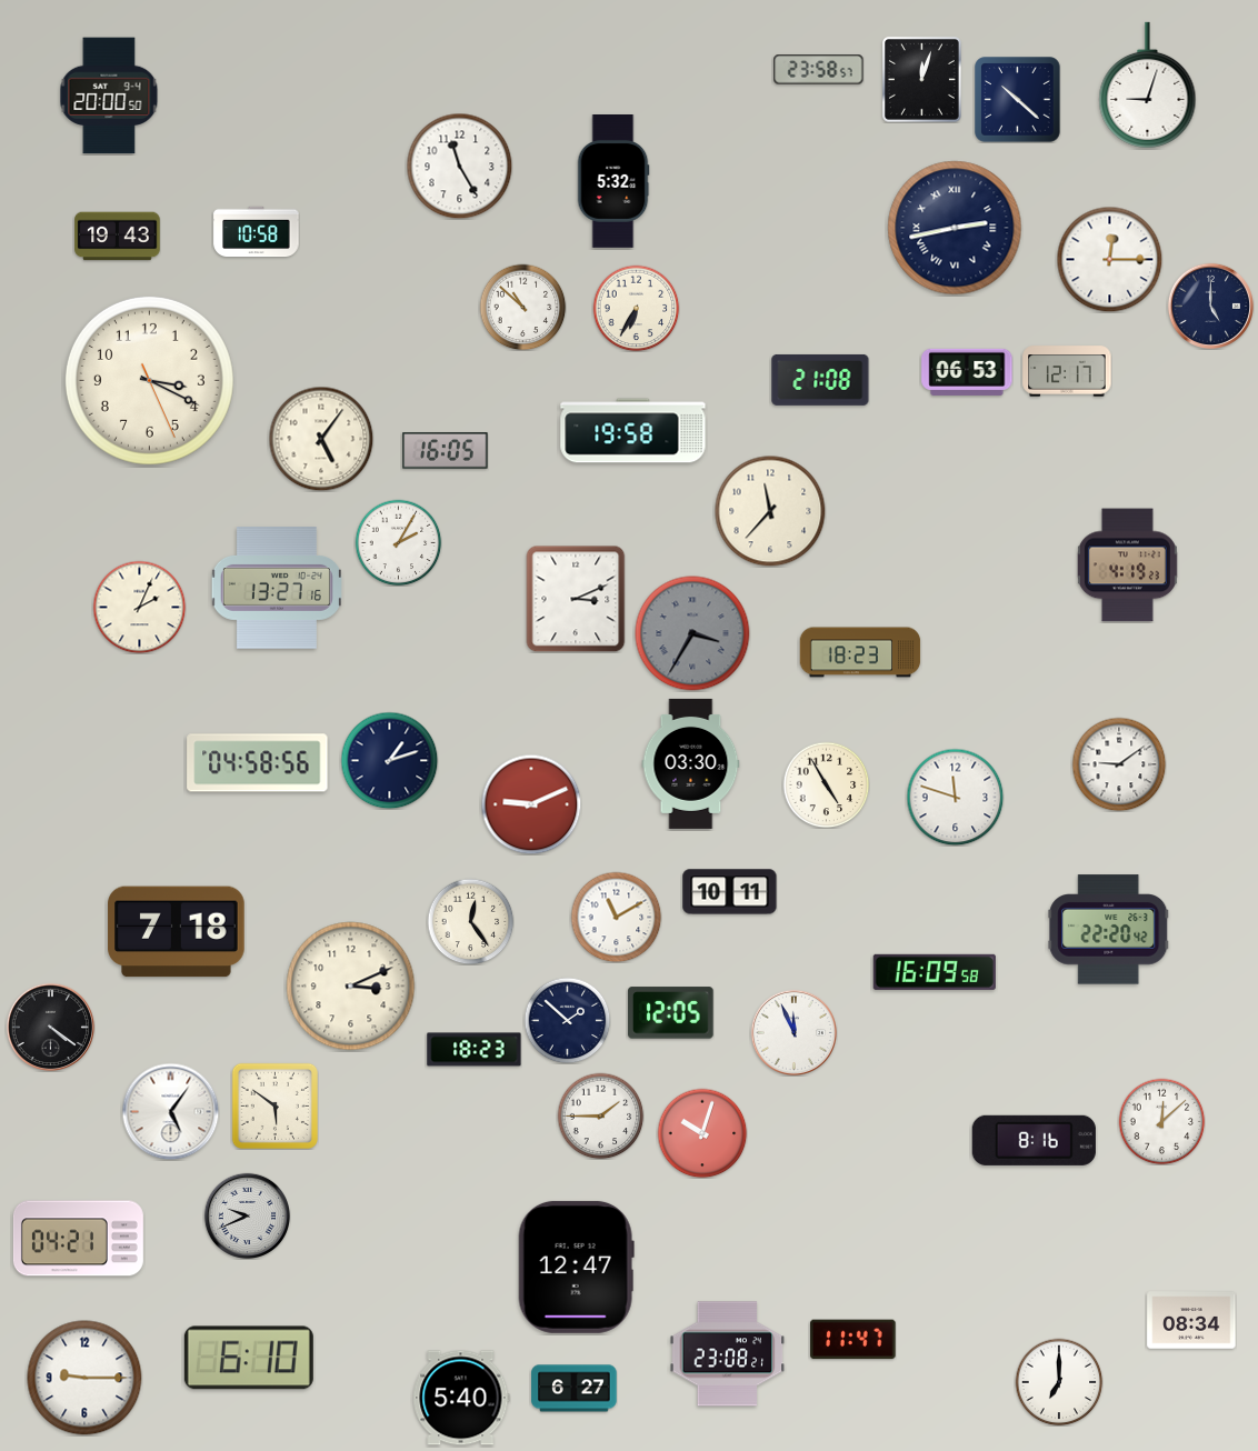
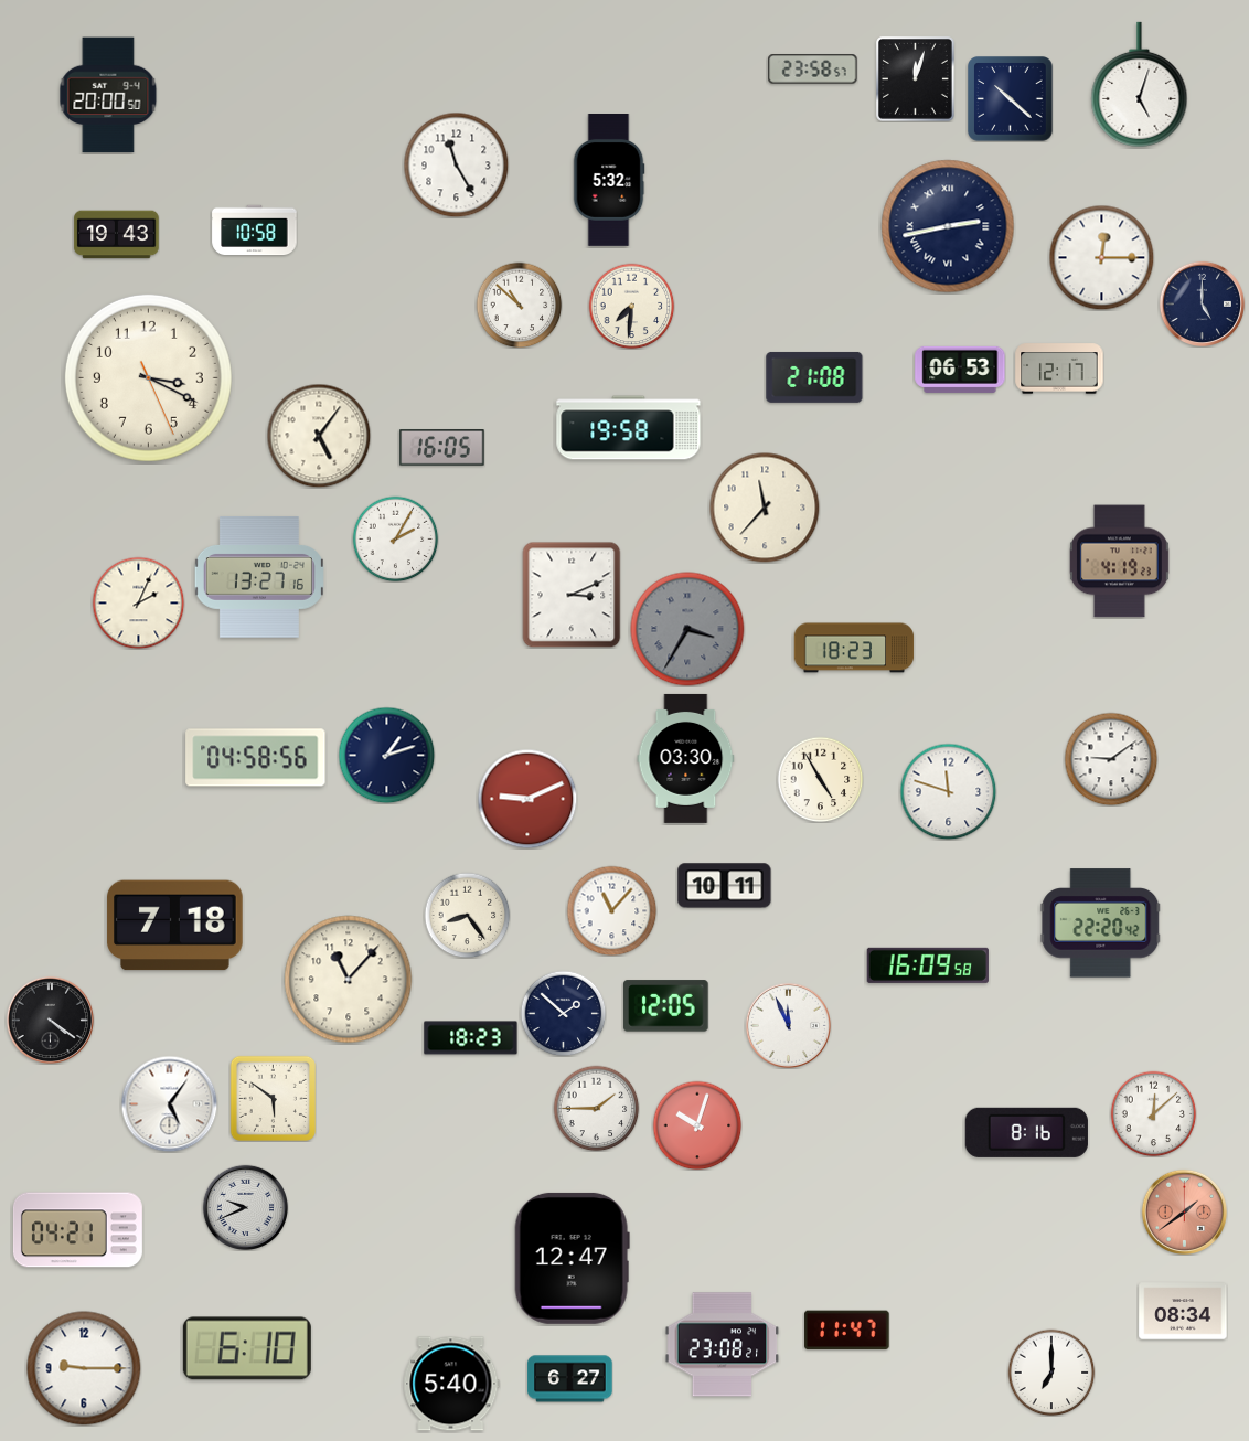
clock at (1148, 84): 9:03 -> 5:03
clock at (636, 308): 6:35 -> 7:31
clock at (277, 588) position: (277, 588) -> (259, 577)
clock at (616, 917): 11:10 -> 11:07
clock at (470, 921): 12:24 -> 8:24
clock at (351, 987): 3:11 -> 11:07
clock at (475, 1050) position: (475, 1050) -> (471, 1038)
clock at (1184, 1211): none -> 1:39
clock at (461, 1398) position: (461, 1398) -> (451, 1384)
